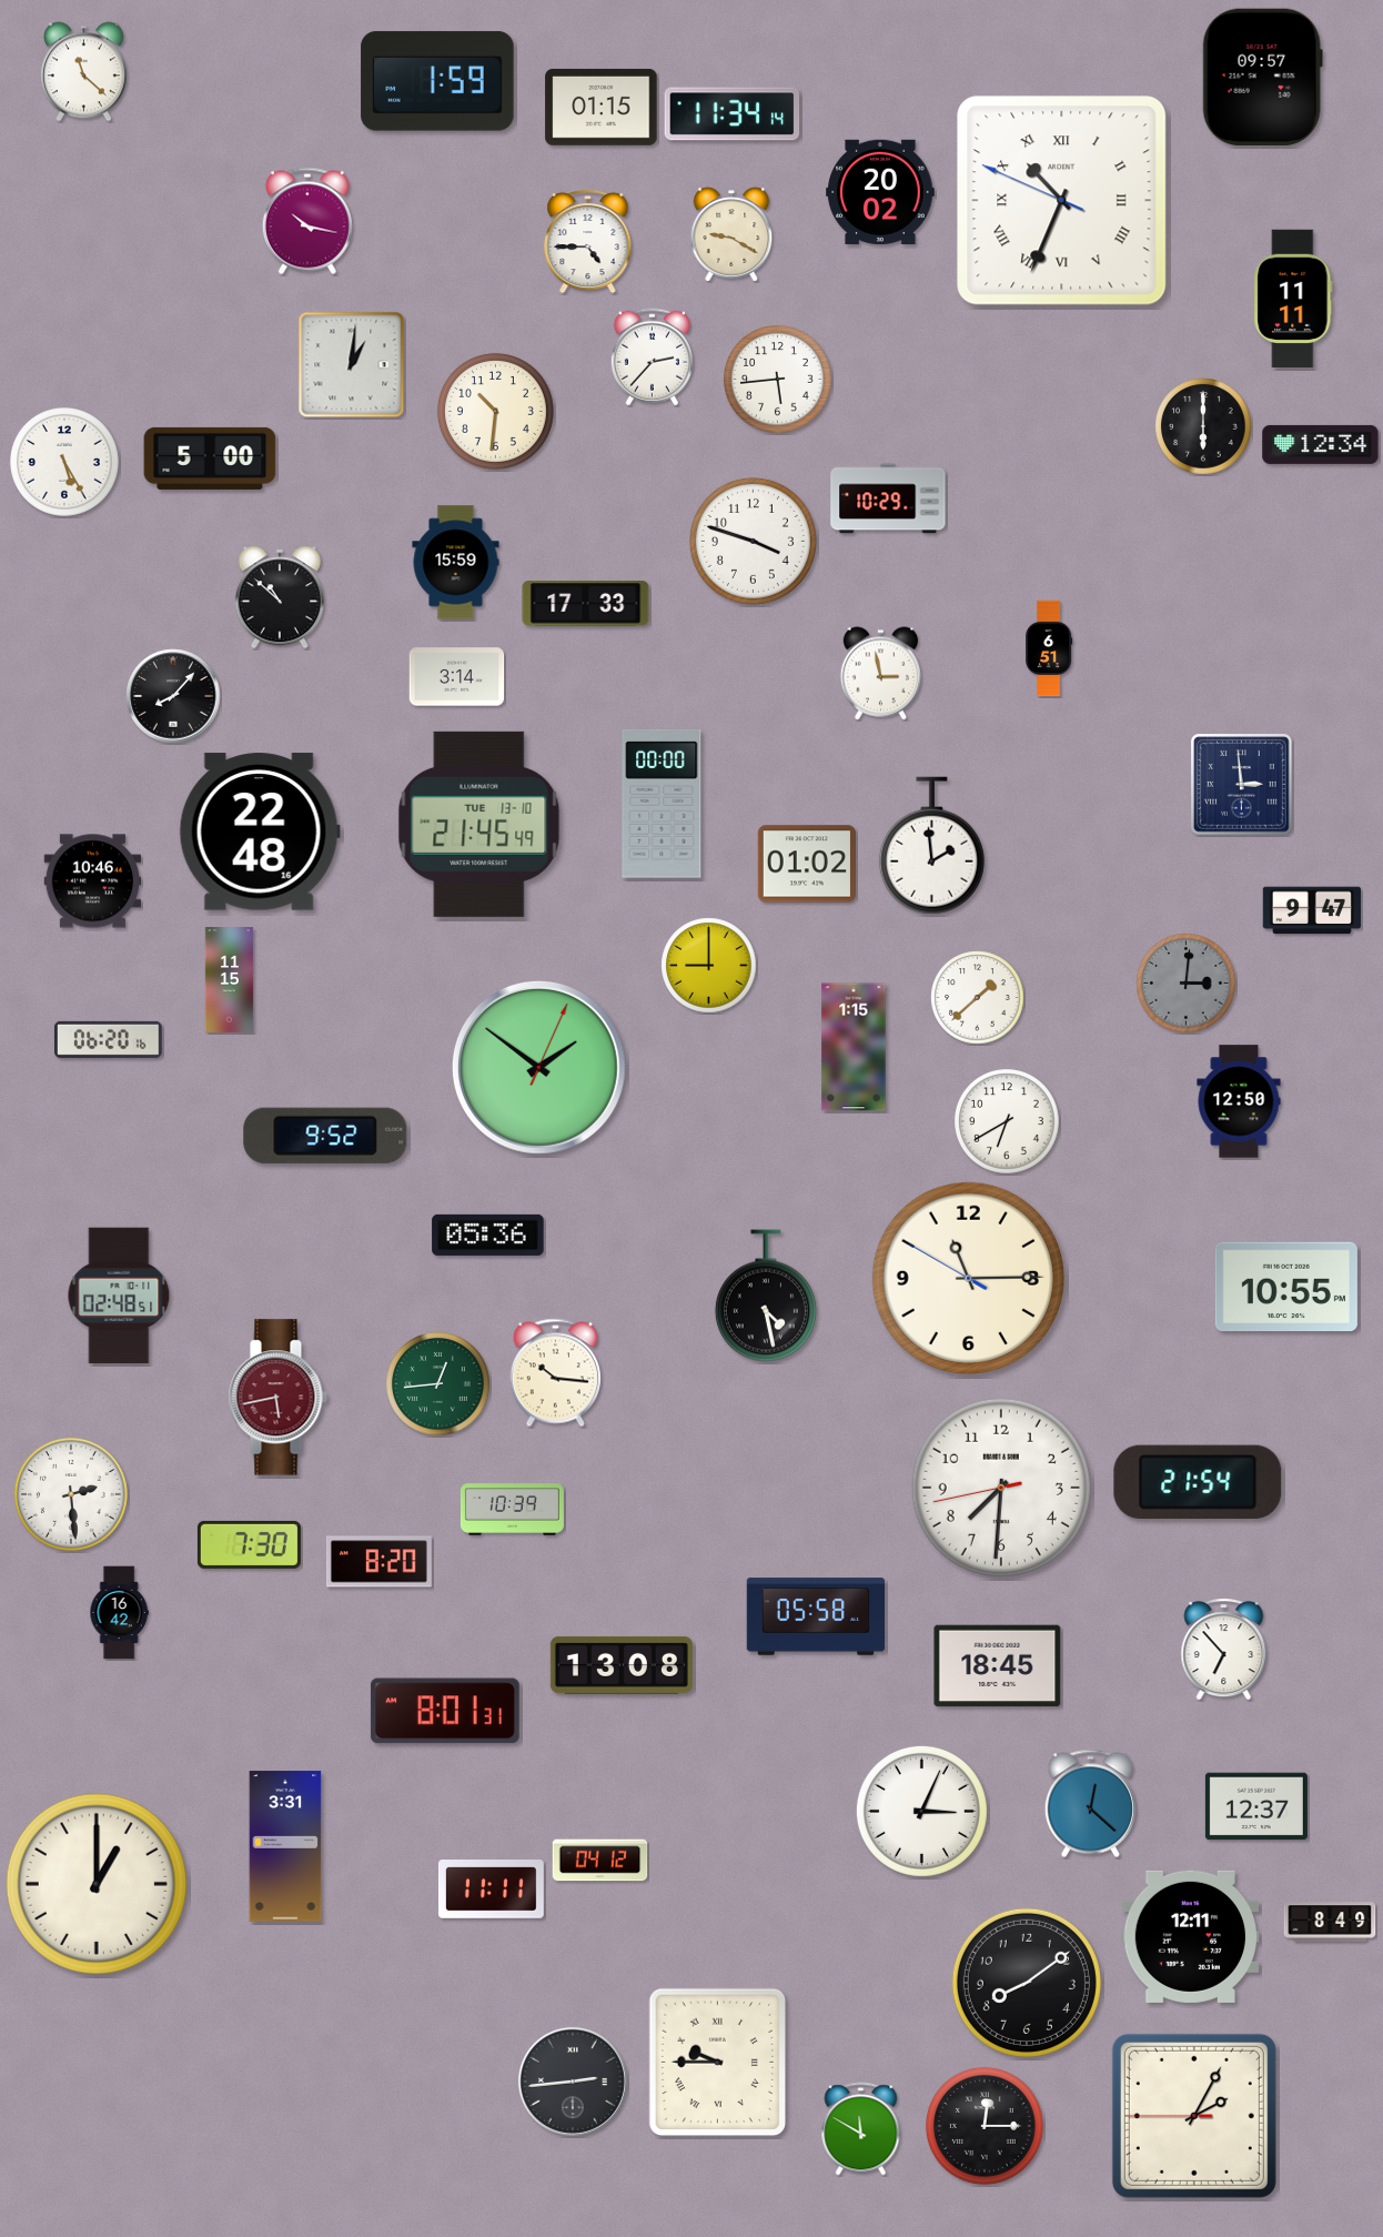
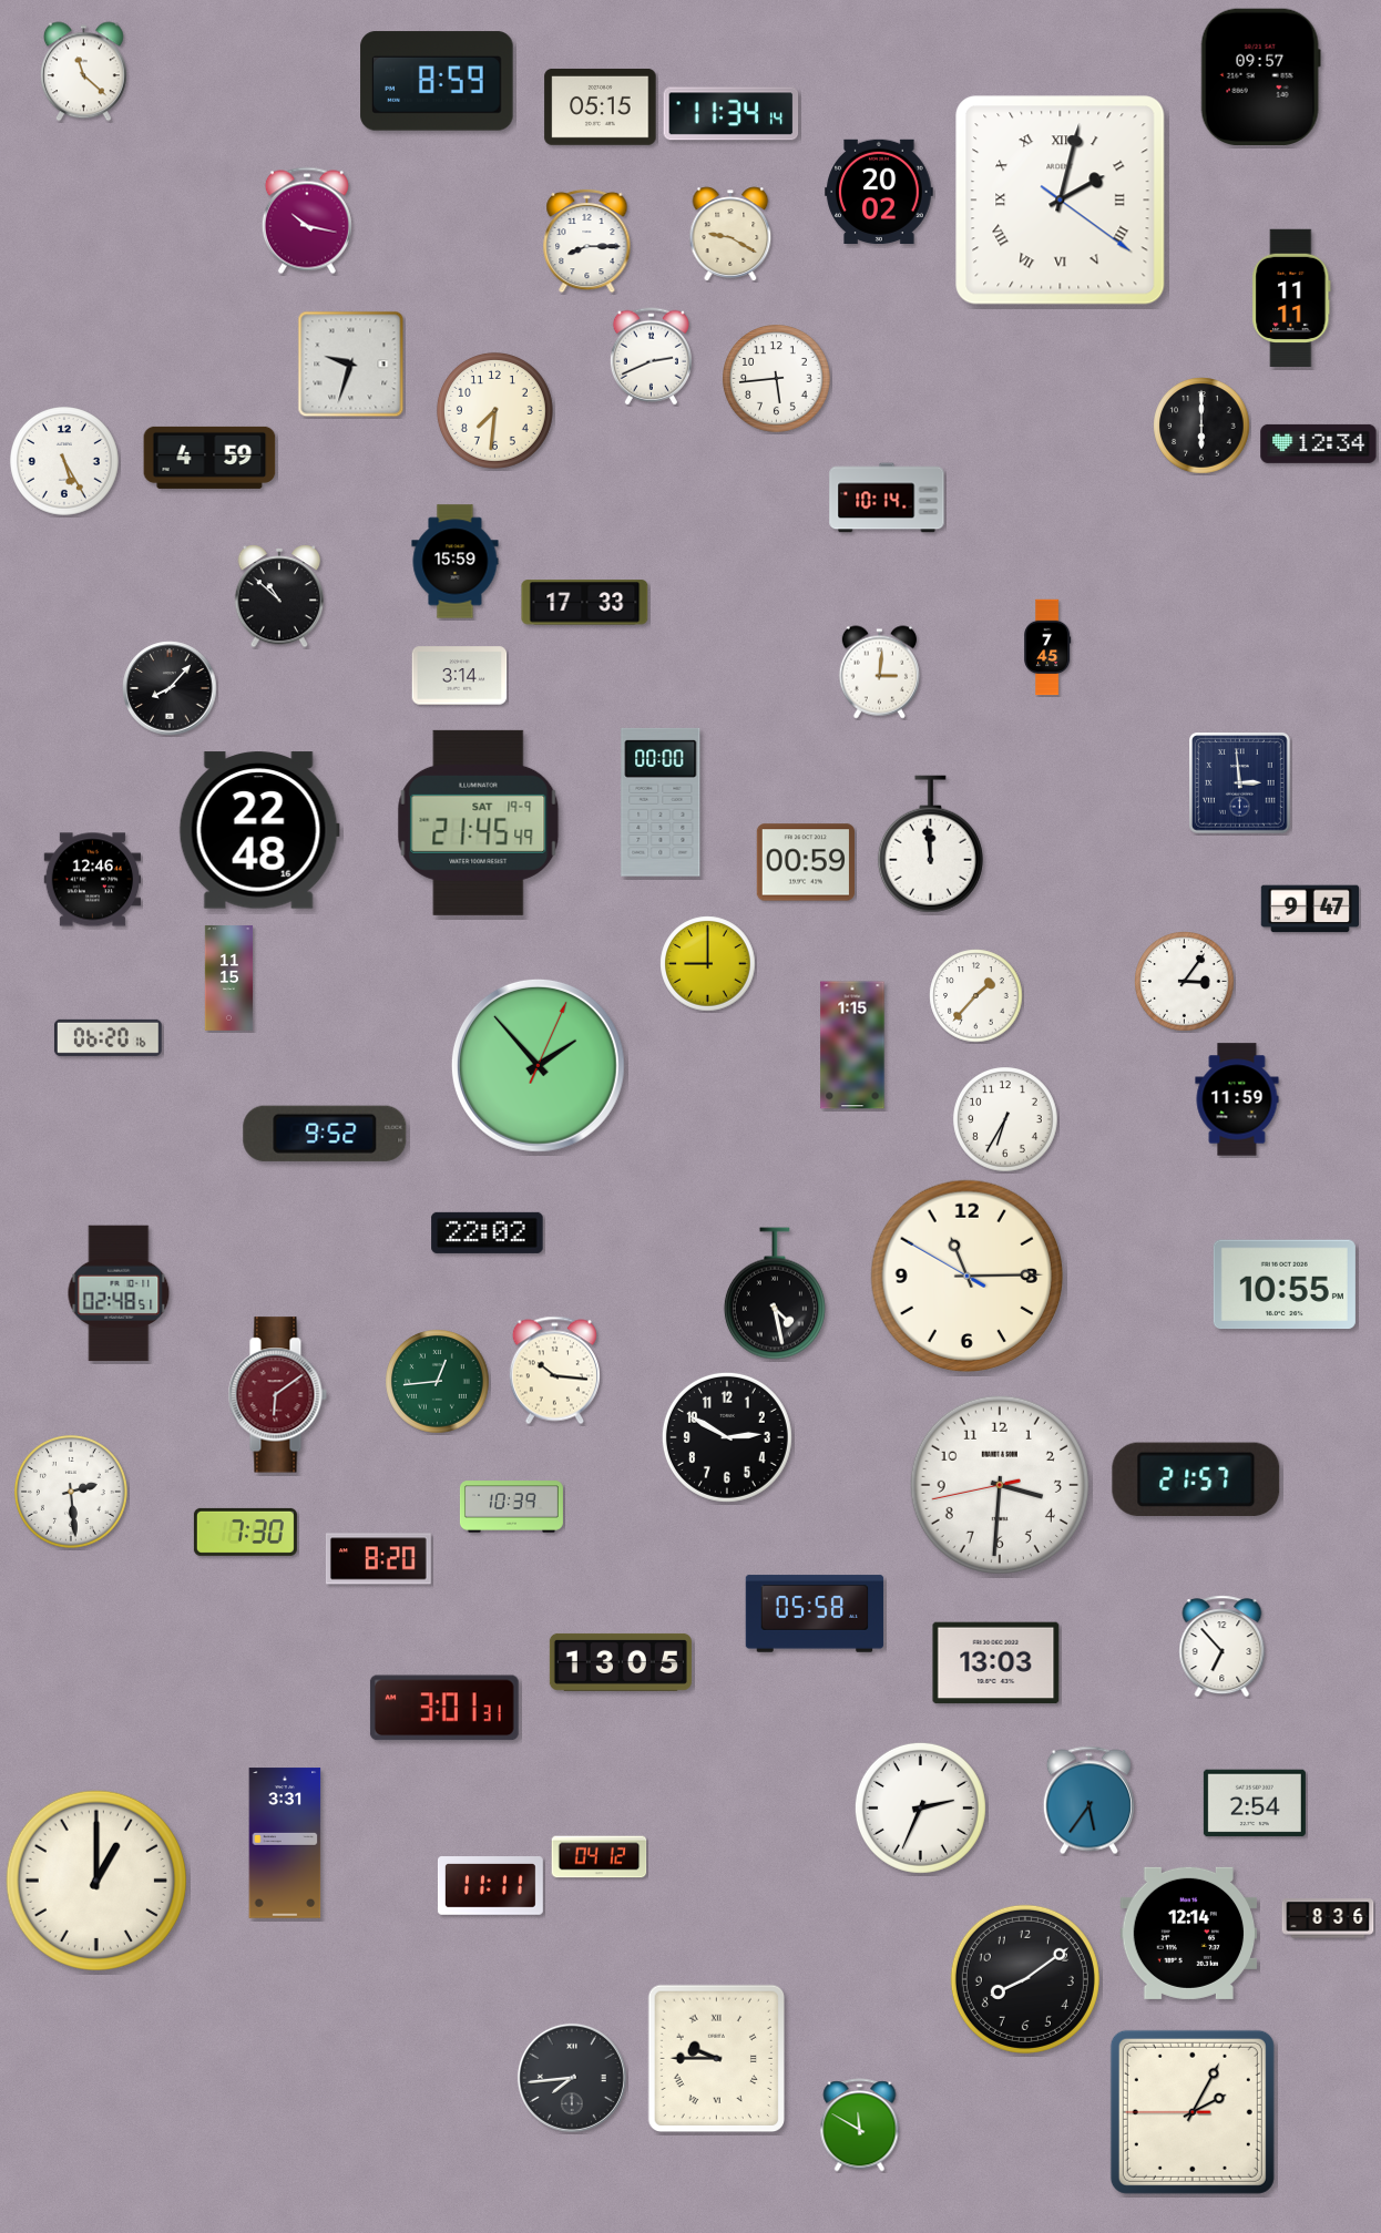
clock at (437, 81): 1:59 -> 8:59
clock at (602, 107): 01:15 -> 05:15
clock at (1062, 201): 10:33 -> 2:02
clock at (588, 241): 4:45 -> 8:15
clock at (652, 357): 2:37 -> 2:41
clock at (352, 365): 1:01 -> 9:33
clock at (495, 411): 10:31 -> 7:31
clock at (210, 459): 5:00 -> 4:59
clock at (888, 498): 10:29 -> 10:14
clock at (753, 541): 3:48 -> none
clock at (1050, 648): 6:51 -> 7:45
clock at (880, 674): 2:58 -> 3:01
clock at (457, 677) position: (457, 677) -> (460, 676)
clock at (173, 696) position: (173, 696) -> (170, 688)
clock at (479, 824) date: TUE 13-10 -> SAT 19-9
clock at (931, 846): 1:59 -> 11:59
clock at (806, 864): 01:02 -> 00:59
clock at (93, 881): 10:46 -> 12:46
clock at (1187, 984): 3:01 -> 3:06
clock at (1187, 984) dial: grey -> white
clock at (978, 998): 1:38 -> 1:37
clock at (538, 1067): 1:51 -> 1:53
clock at (1239, 1101): 12:50 -> 11:59
clock at (1007, 1121): 6:40 -> 6:35
clock at (488, 1235): 05:36 -> 22:02
clock at (766, 1296) position: (766, 1296) -> (775, 1293)
clock at (277, 1398): 5:43 -> 6:09
clock at (727, 1437): none -> 2:50
clock at (1198, 1482): 21:54 -> 21:57
clock at (1001, 1488): 7:30 -> 3:30
clock at (249, 1544) position: (249, 1544) -> (245, 1532)
clock at (119, 1613): 16:42 -> none
clock at (622, 1665): 13:08 -> 13:05
clock at (998, 1666): 18:45 -> 13:03
clock at (445, 1711): 8:01 -> 3:01
clock at (1090, 1804): 12:22 -> 5:36
clock at (1256, 1806): 12:37 -> 2:54
clock at (921, 1811): 3:04 -> 2:34
clock at (1330, 1922): 8:49 -> 8:36
clock at (1191, 1936): 12:11 -> 12:14
clock at (573, 2082): 2:44 -> 7:44
clock at (985, 2126): 12:15 -> none
